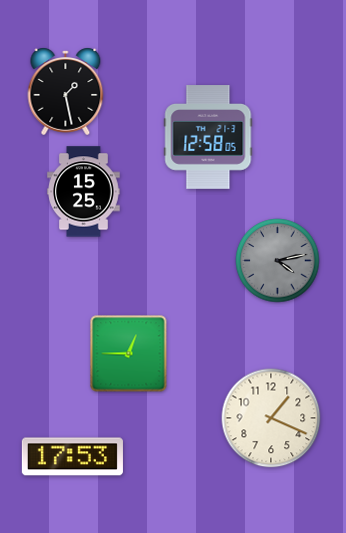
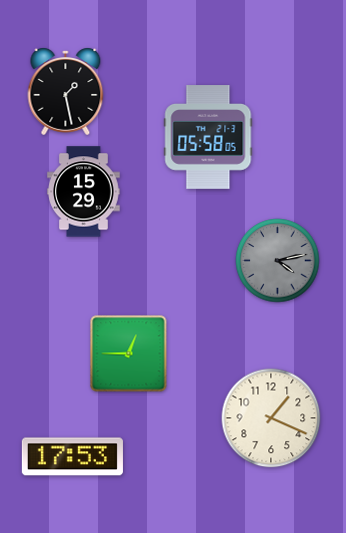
clock at (208, 137): 12:58 -> 05:58
clock at (84, 192): 15:25 -> 15:29
